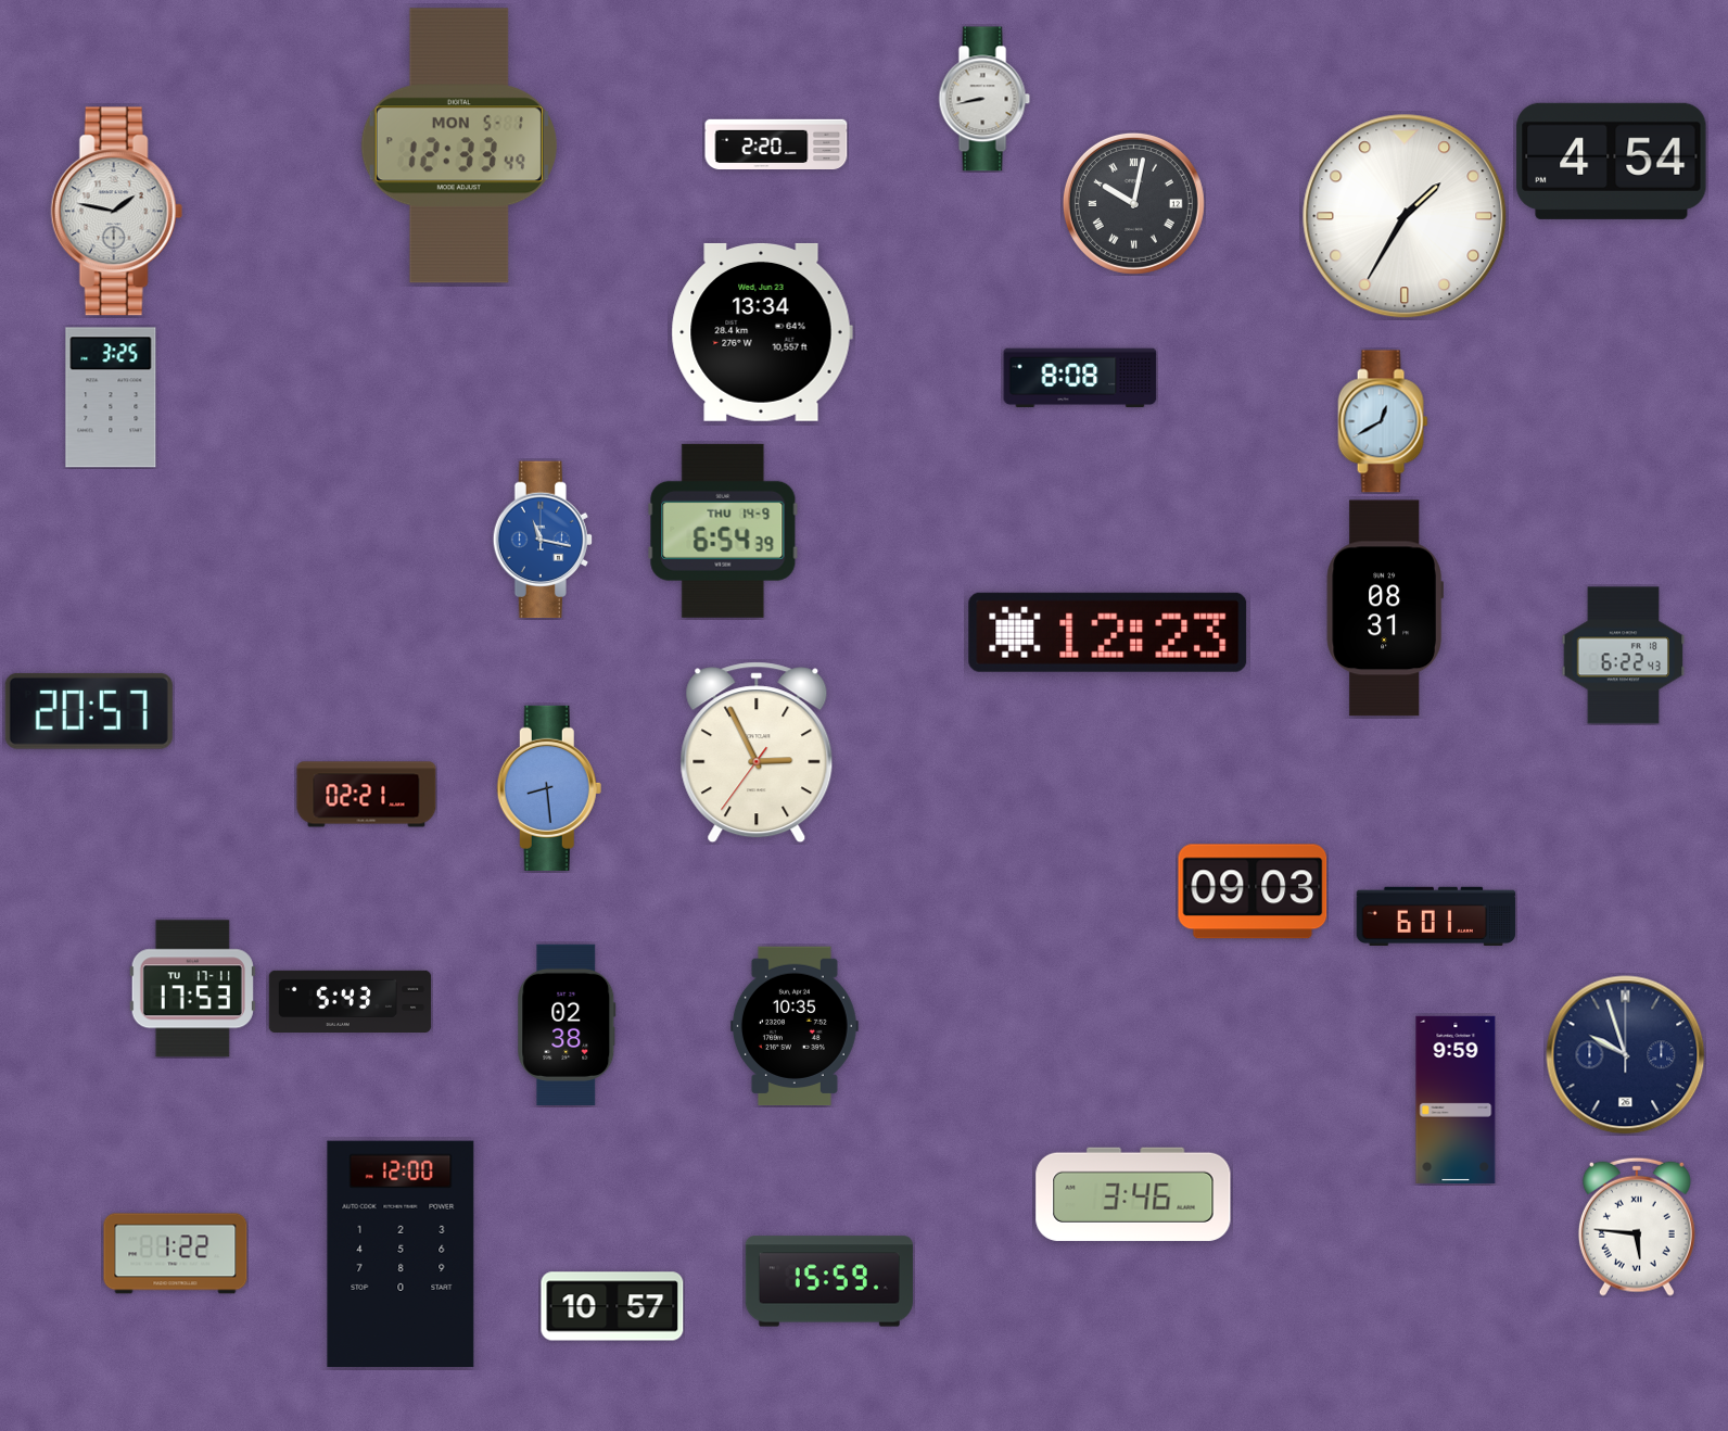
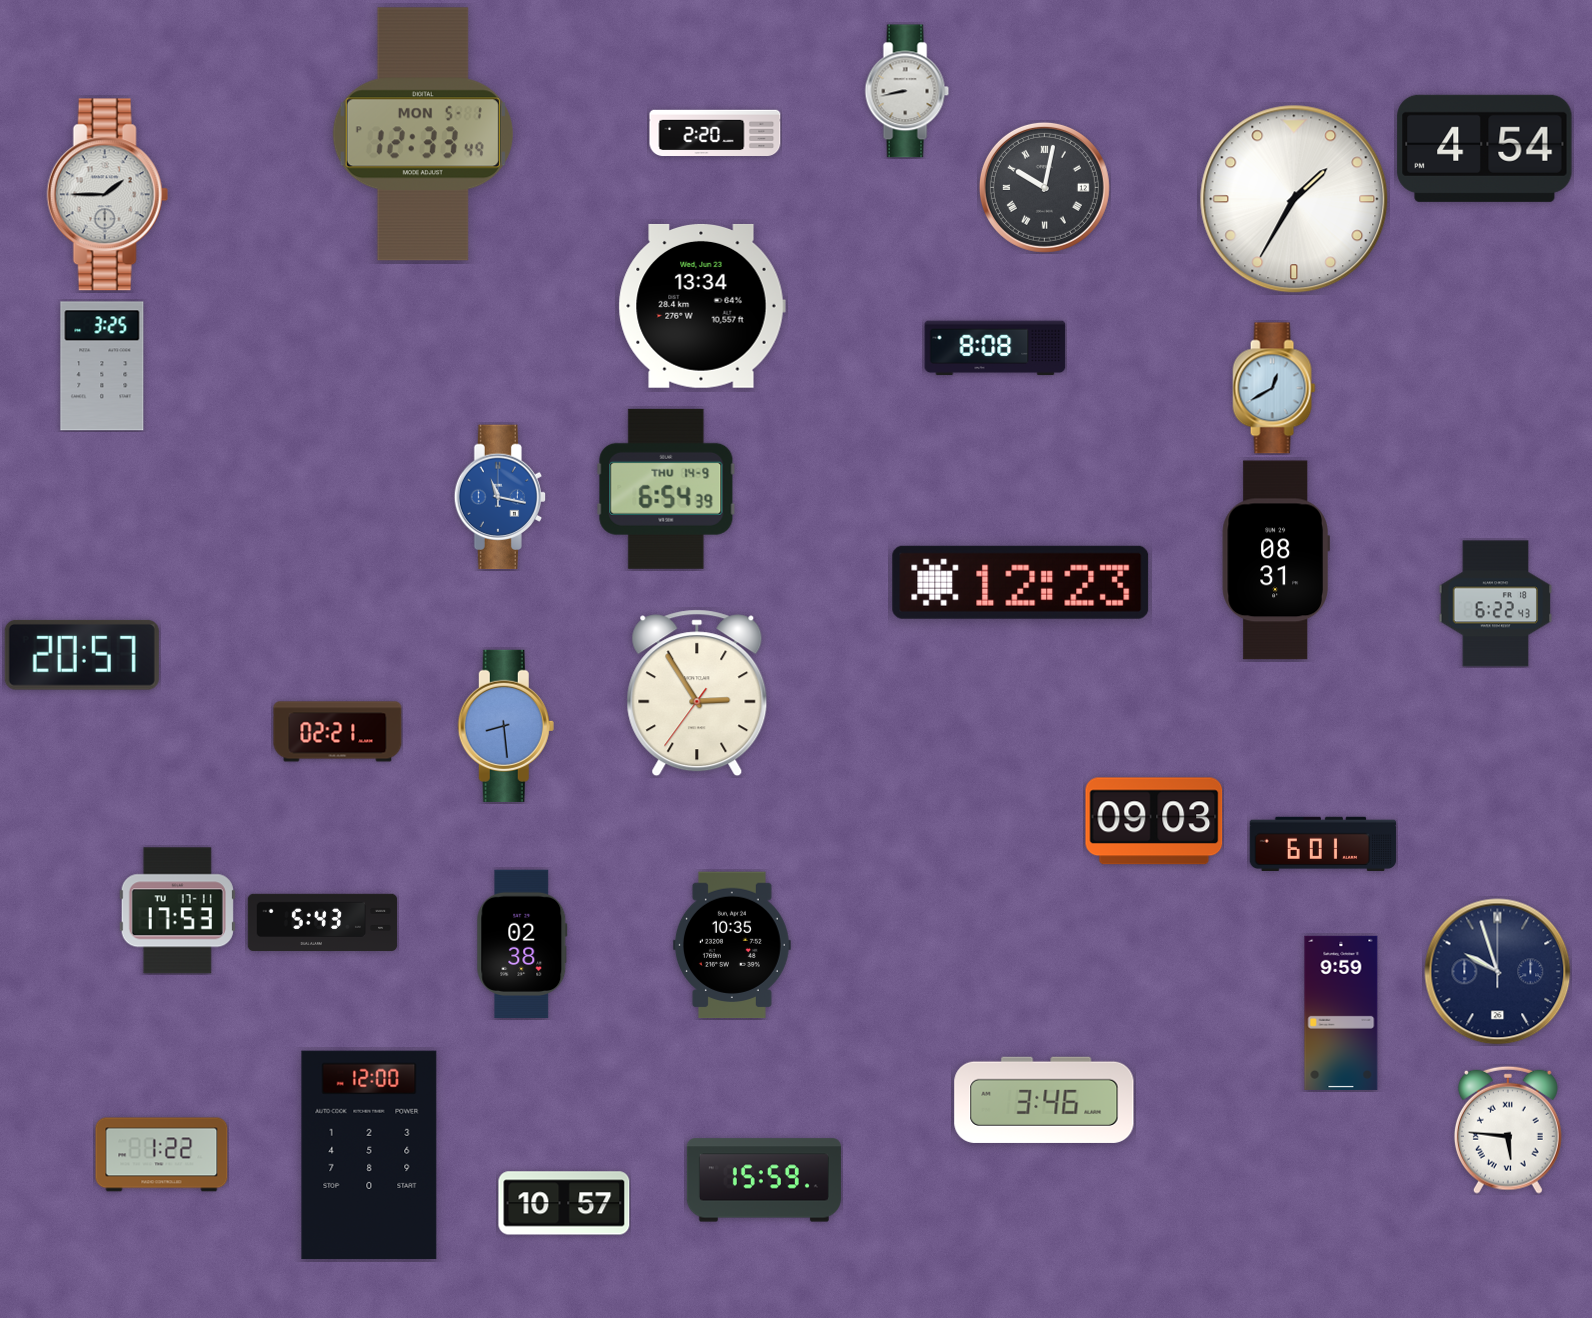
clock at (116, 212): 1:47 -> 1:45
clock at (757, 752): 2:55 -> 2:54
